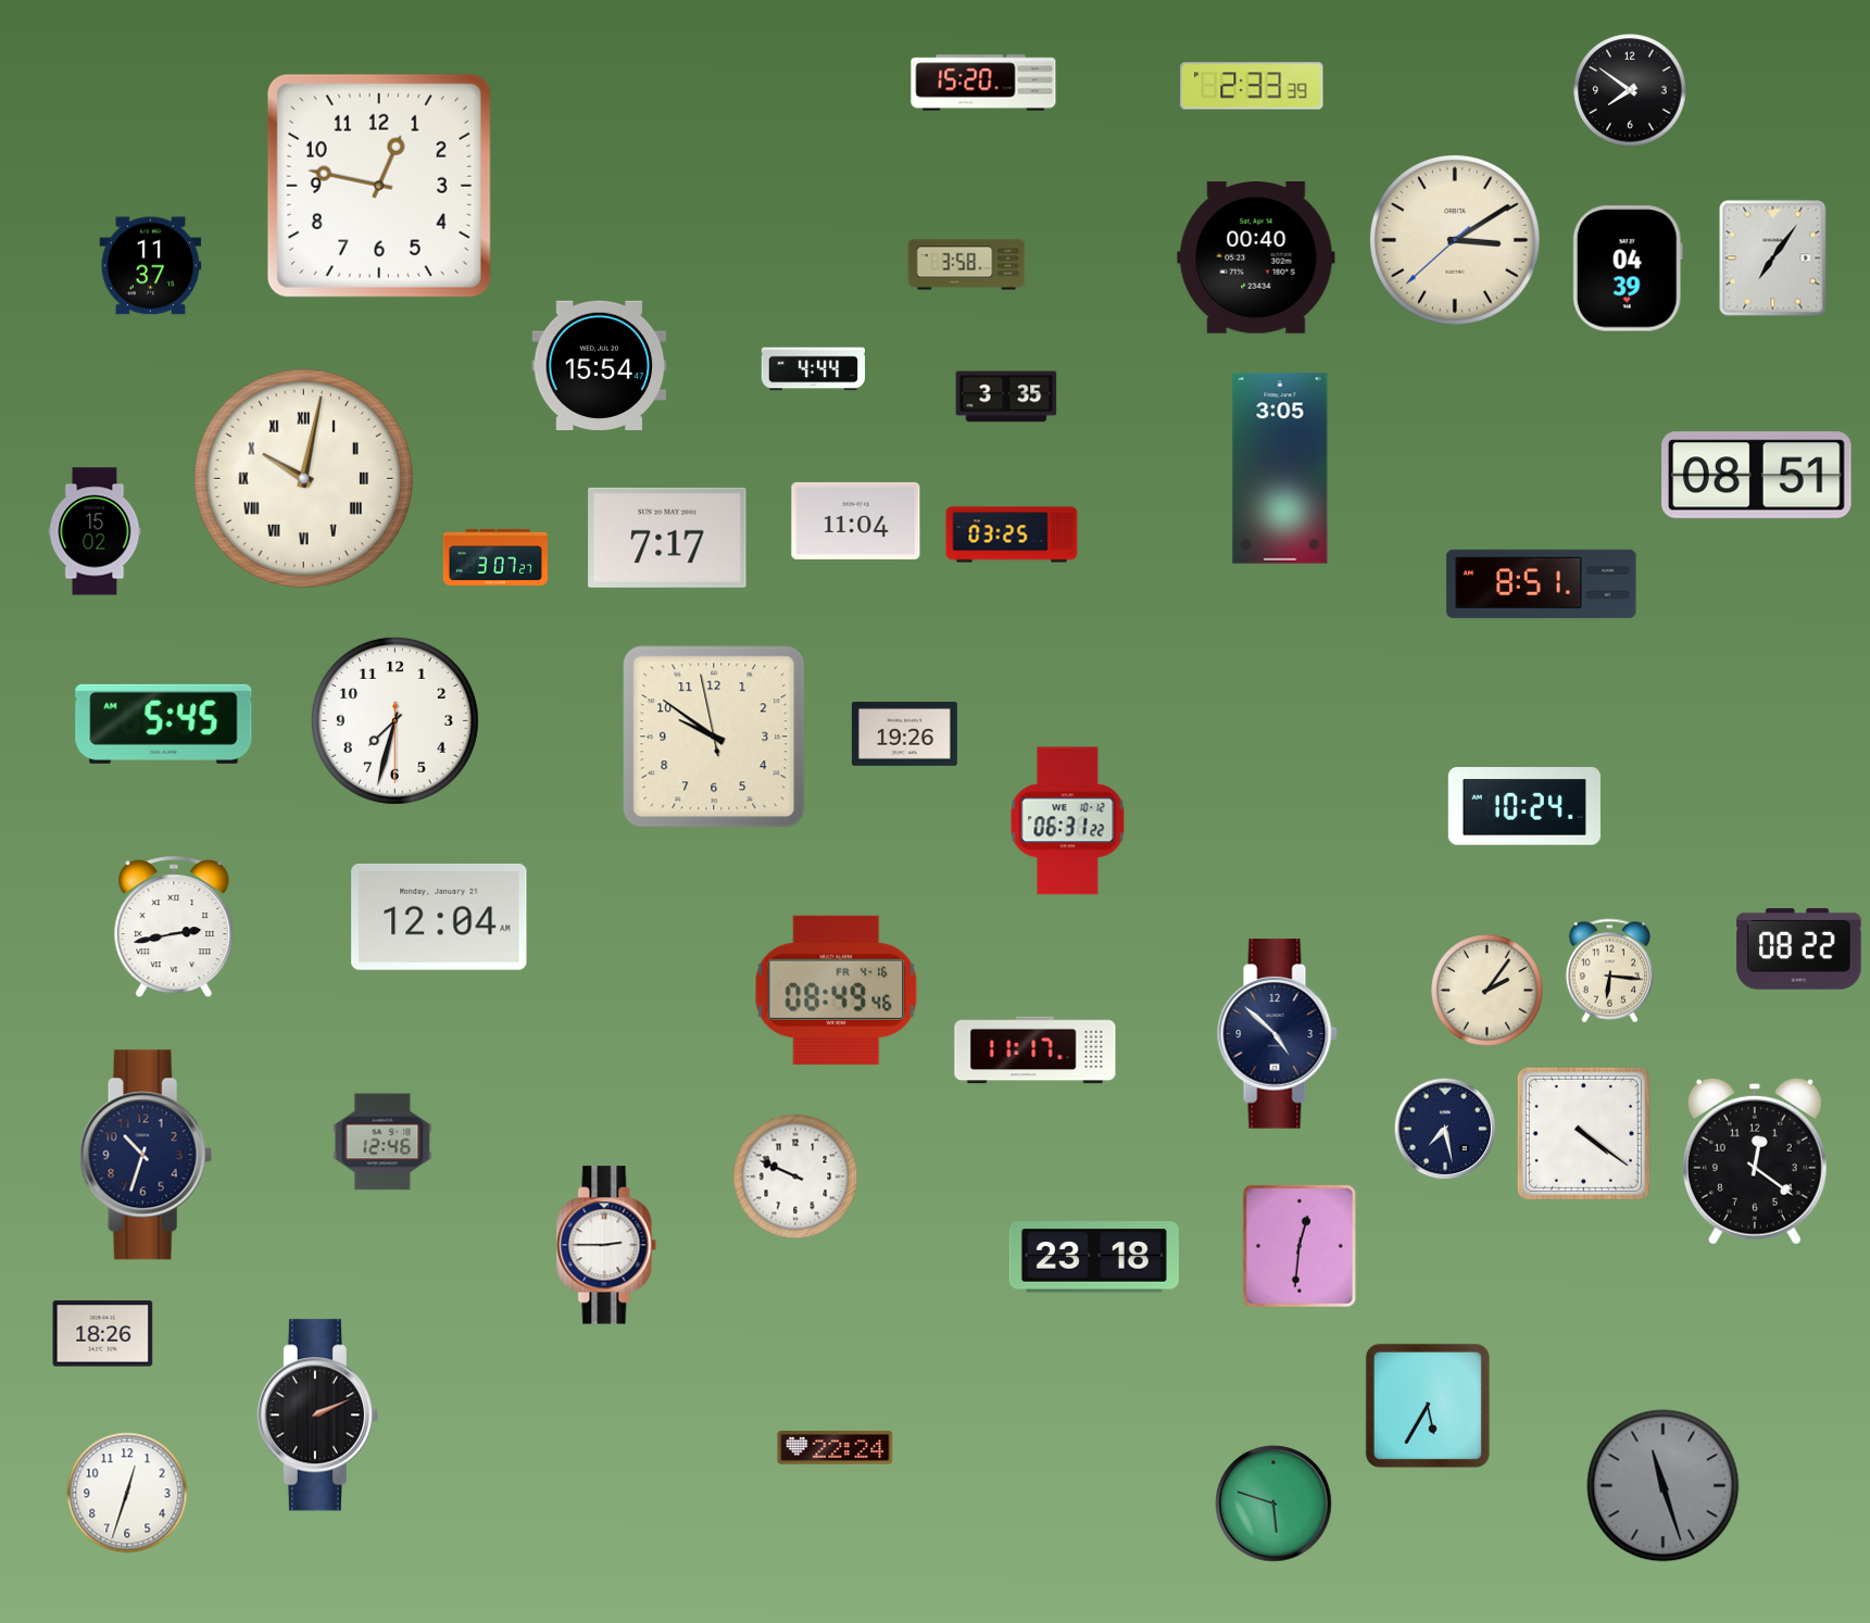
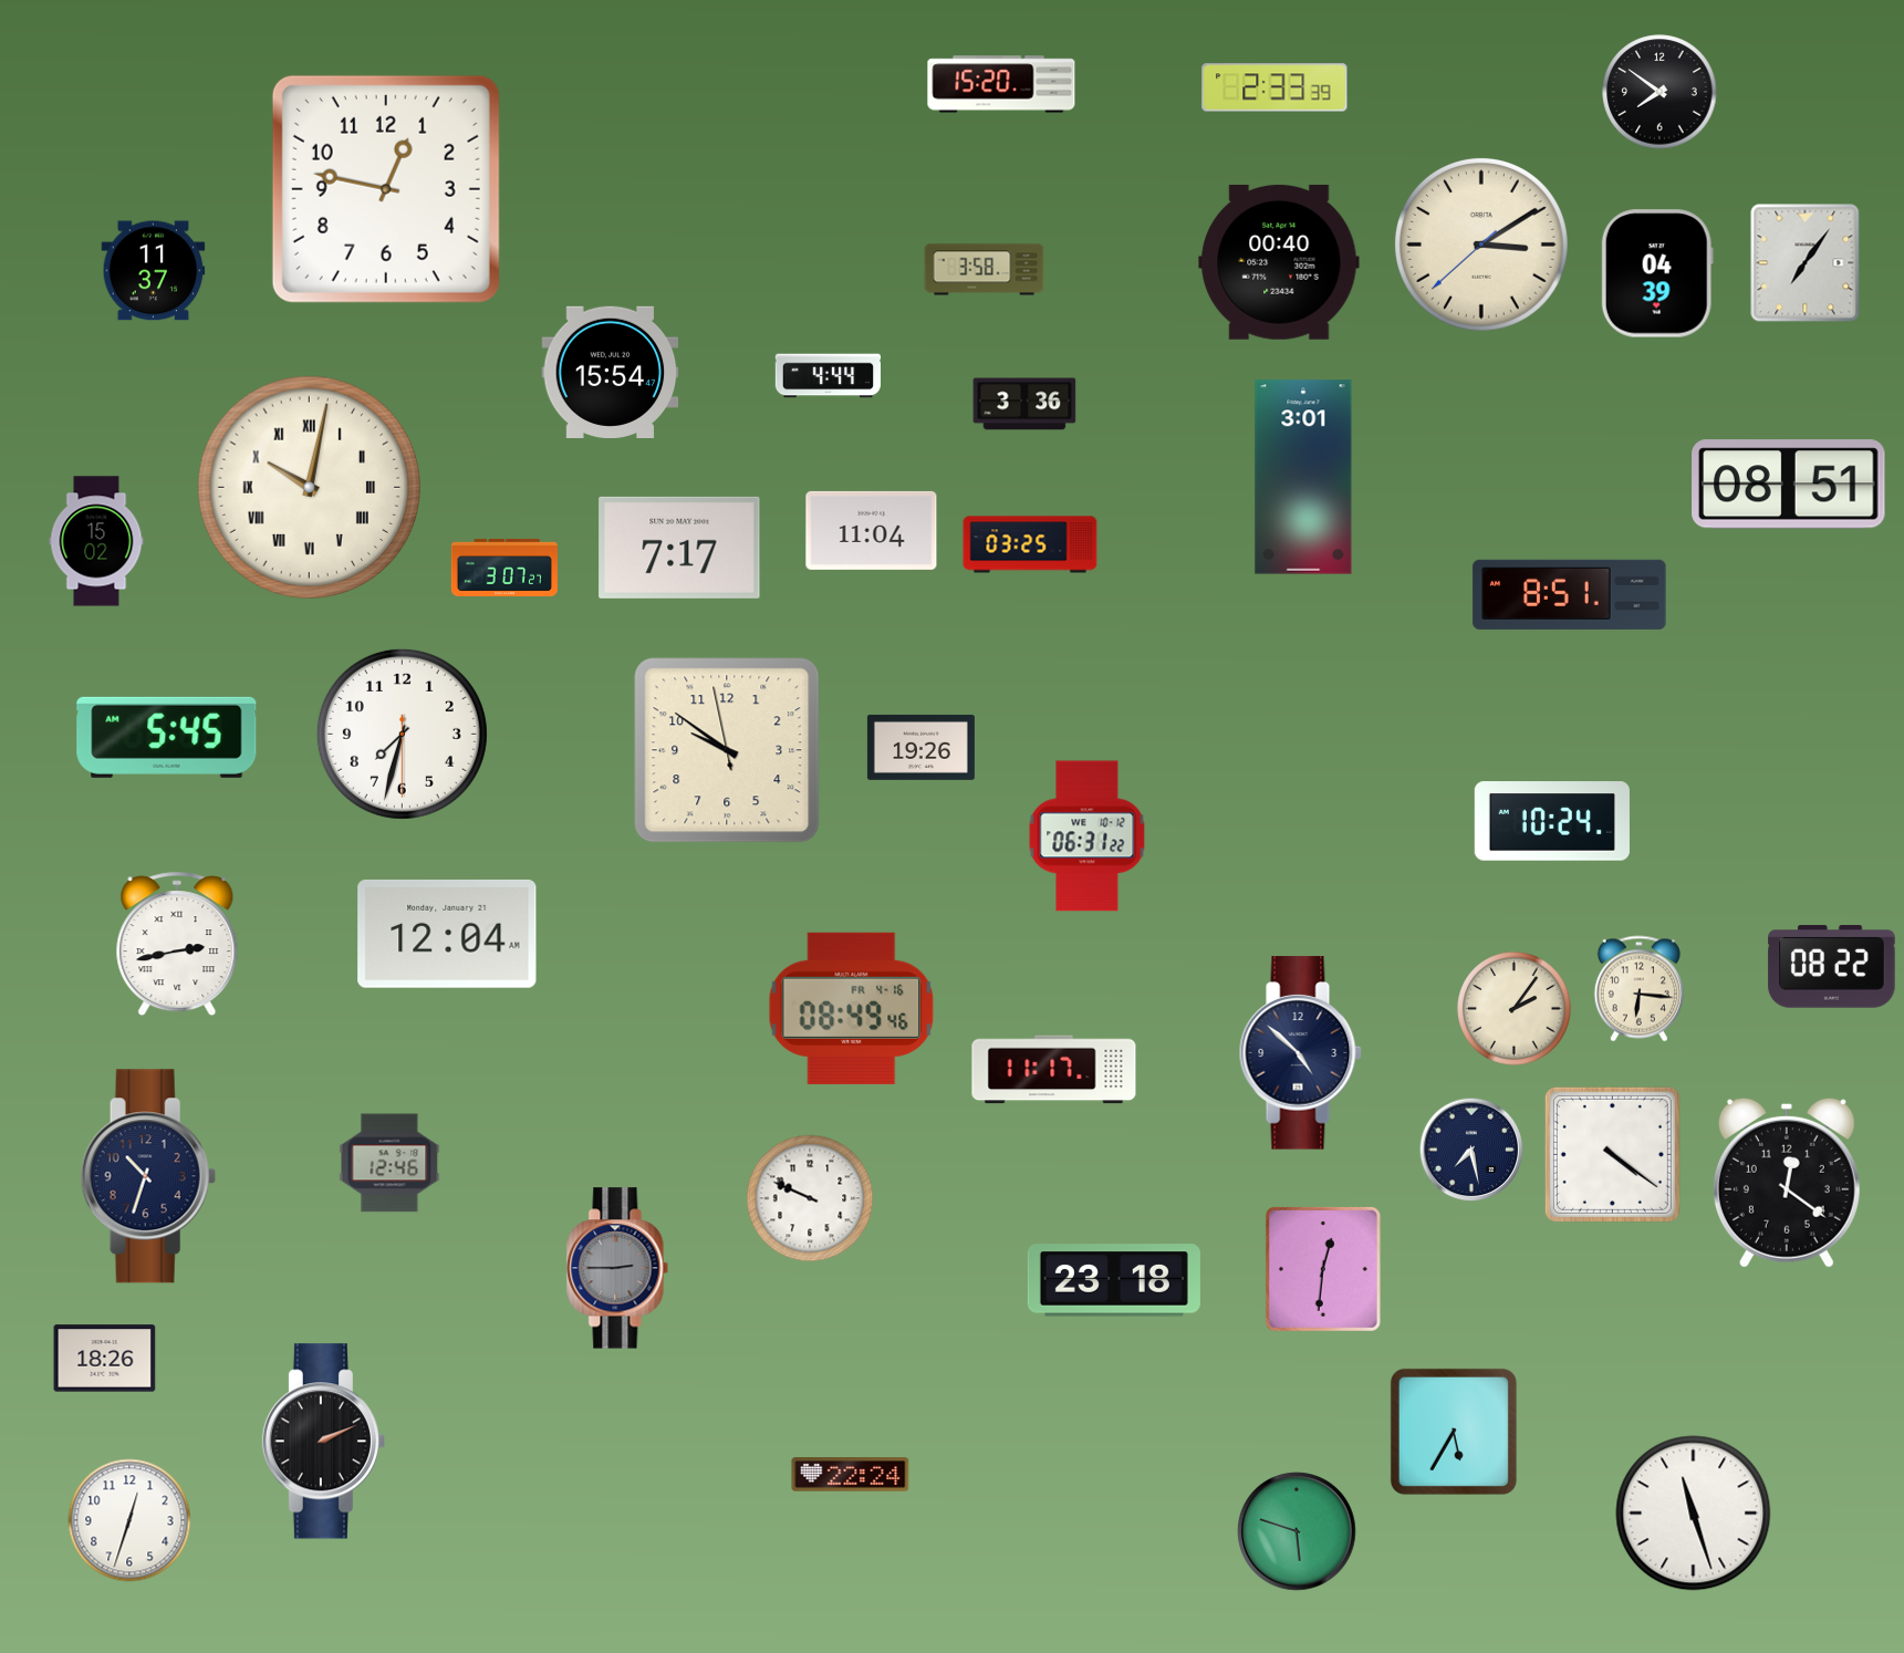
clock at (1006, 397): 3:35 -> 3:36
clock at (1280, 468): 3:05 -> 3:01
clock at (606, 1245) dial: white -> grey
clock at (1664, 1486) dial: grey -> white
